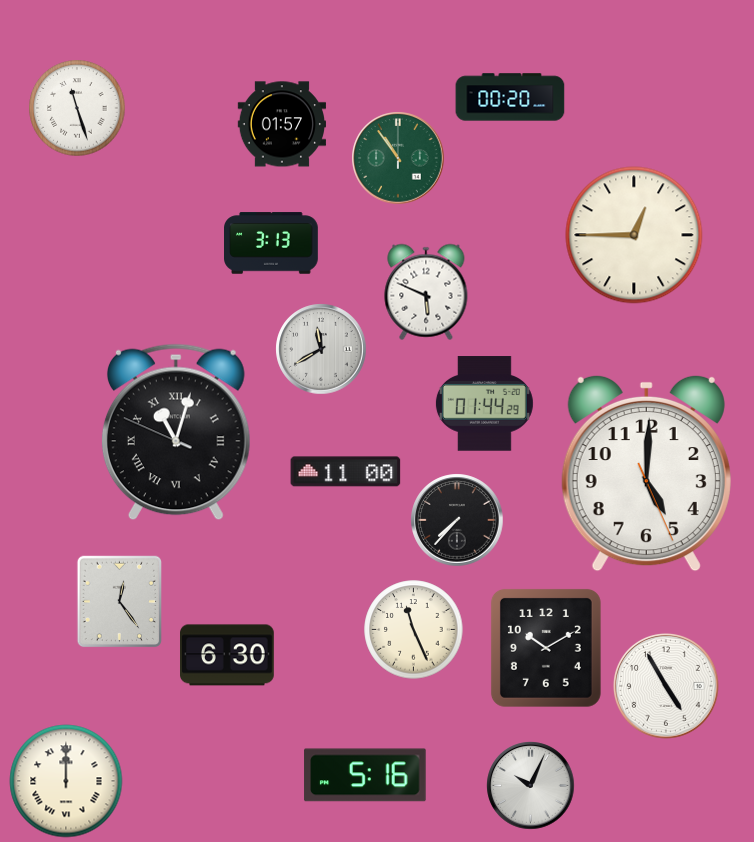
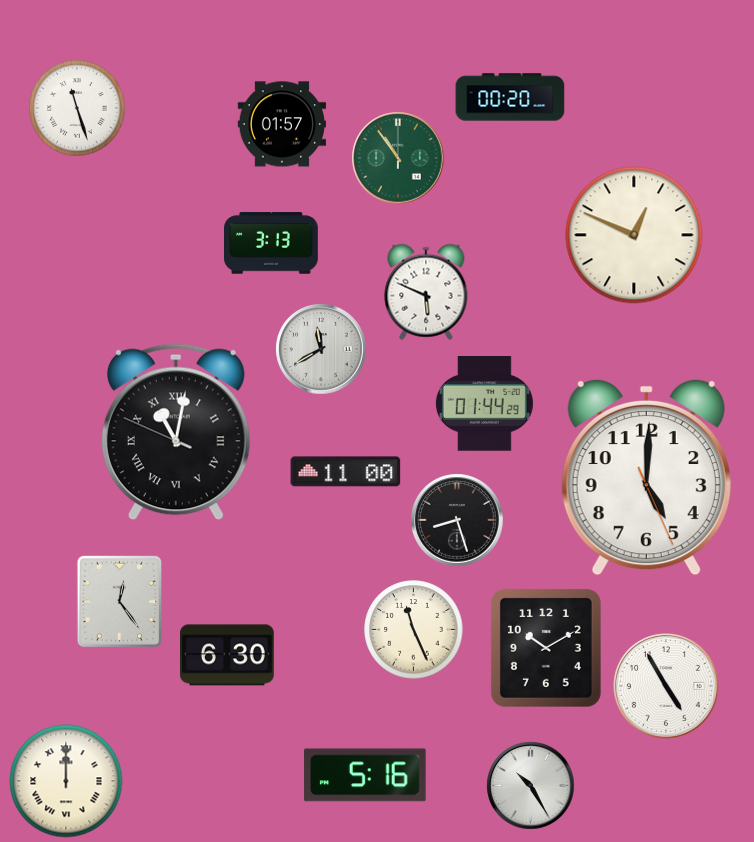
clock at (634, 235): 12:45 -> 12:49
clock at (176, 432): 11:02 -> 11:01
clock at (646, 473) position: (646, 473) -> (646, 477)
clock at (457, 520): 7:37 -> 8:27
clock at (531, 786): 10:04 -> 10:25
